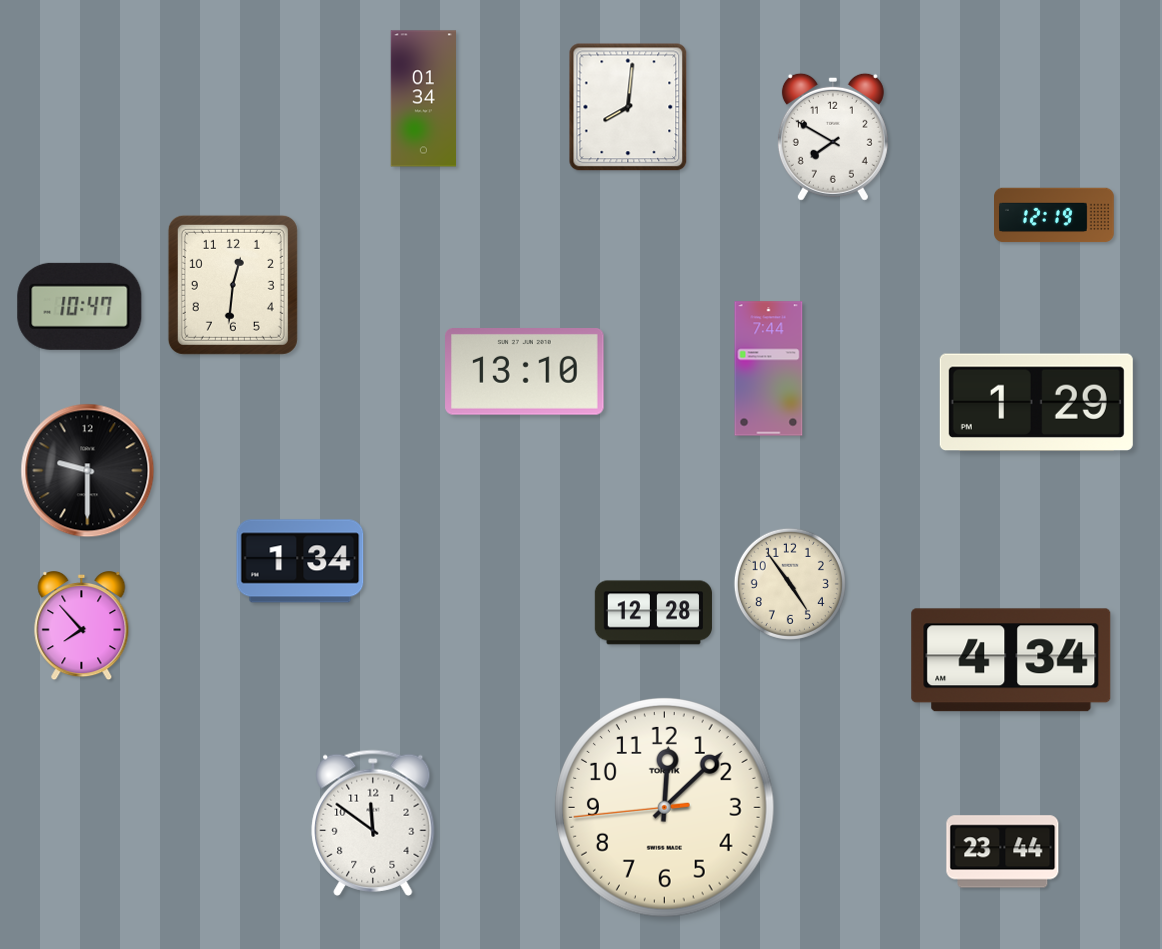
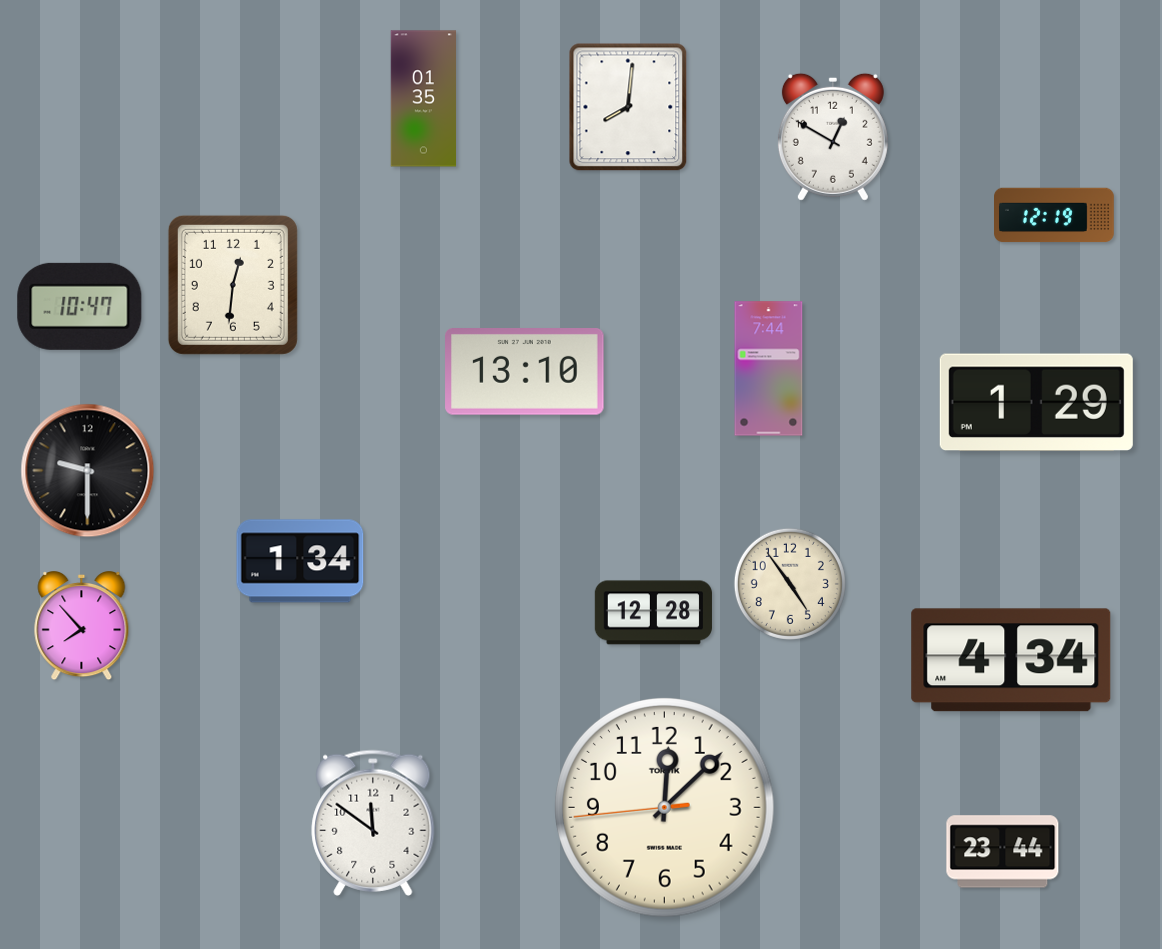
clock at (424, 99): 01:34 -> 01:35
clock at (833, 137): 7:50 -> 12:50
